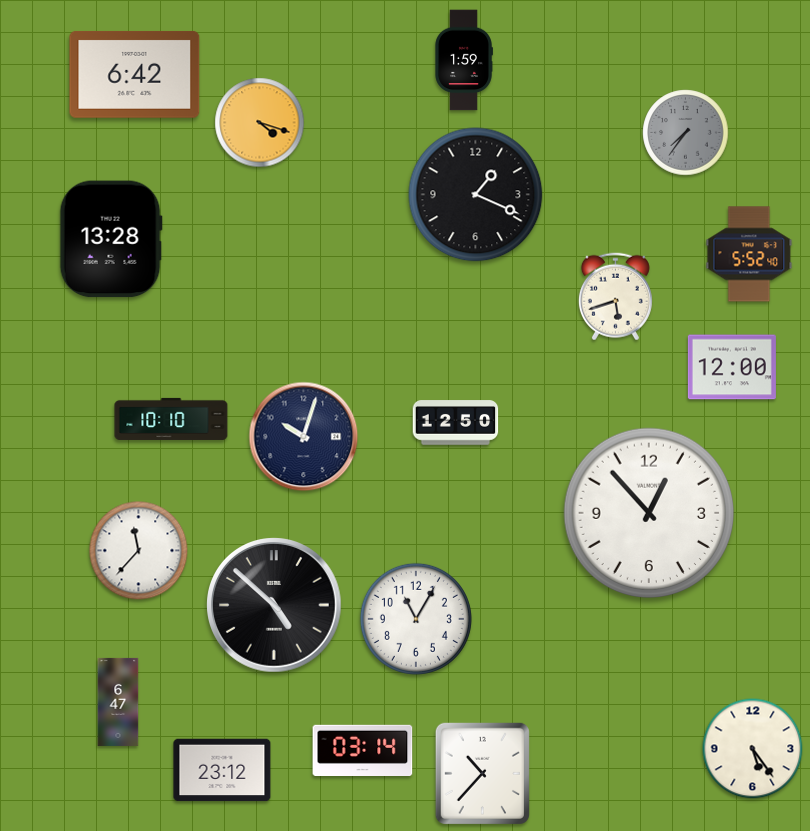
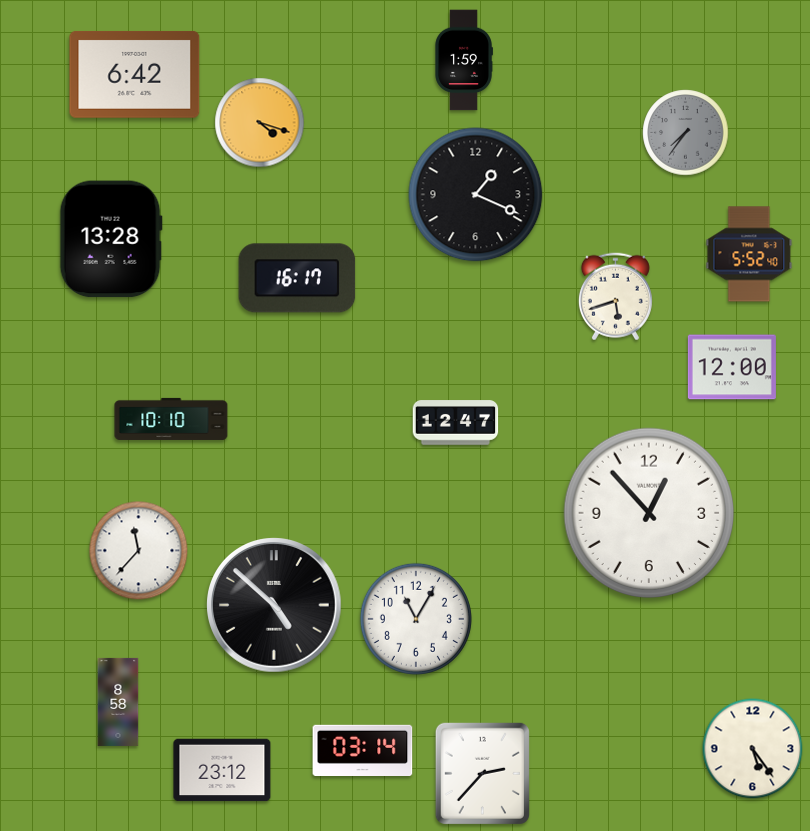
clock at (297, 278): none -> 16:17
clock at (456, 423): 12:50 -> 12:47
clock at (304, 437): 10:03 -> none
clock at (118, 702): 6:47 -> 8:58
clock at (482, 773): 10:37 -> 2:37
